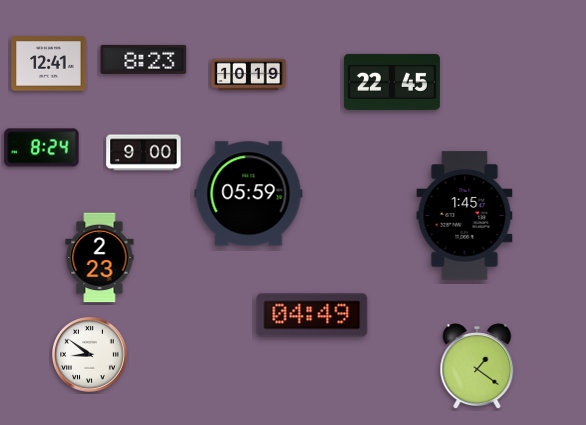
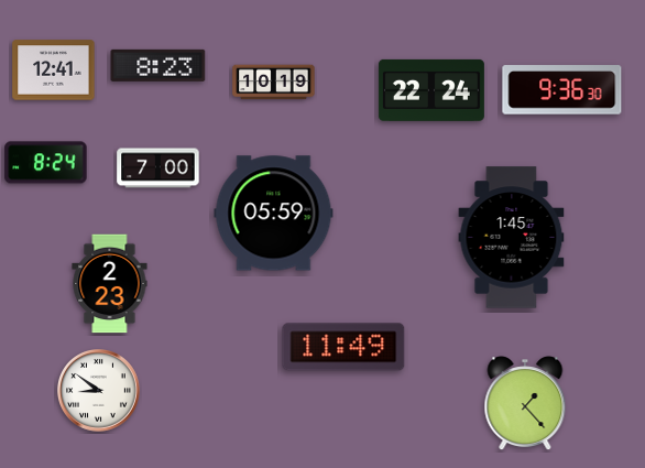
clock at (392, 82): 22:45 -> 22:24
clock at (562, 90): none -> 9:36
clock at (144, 153): 9:00 -> 7:00
clock at (312, 315): 04:49 -> 11:49
clock at (477, 367): 1:21 -> 1:23
